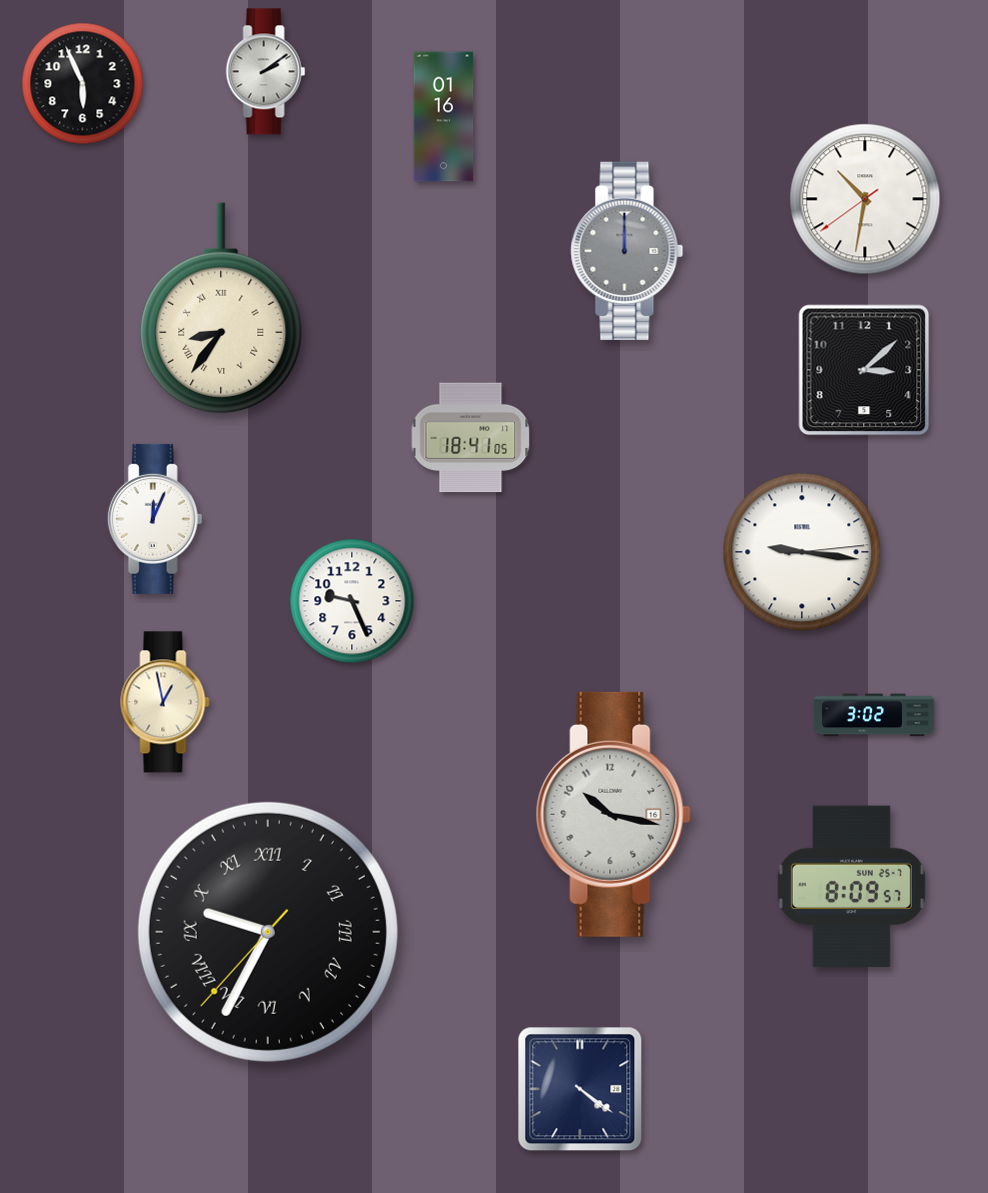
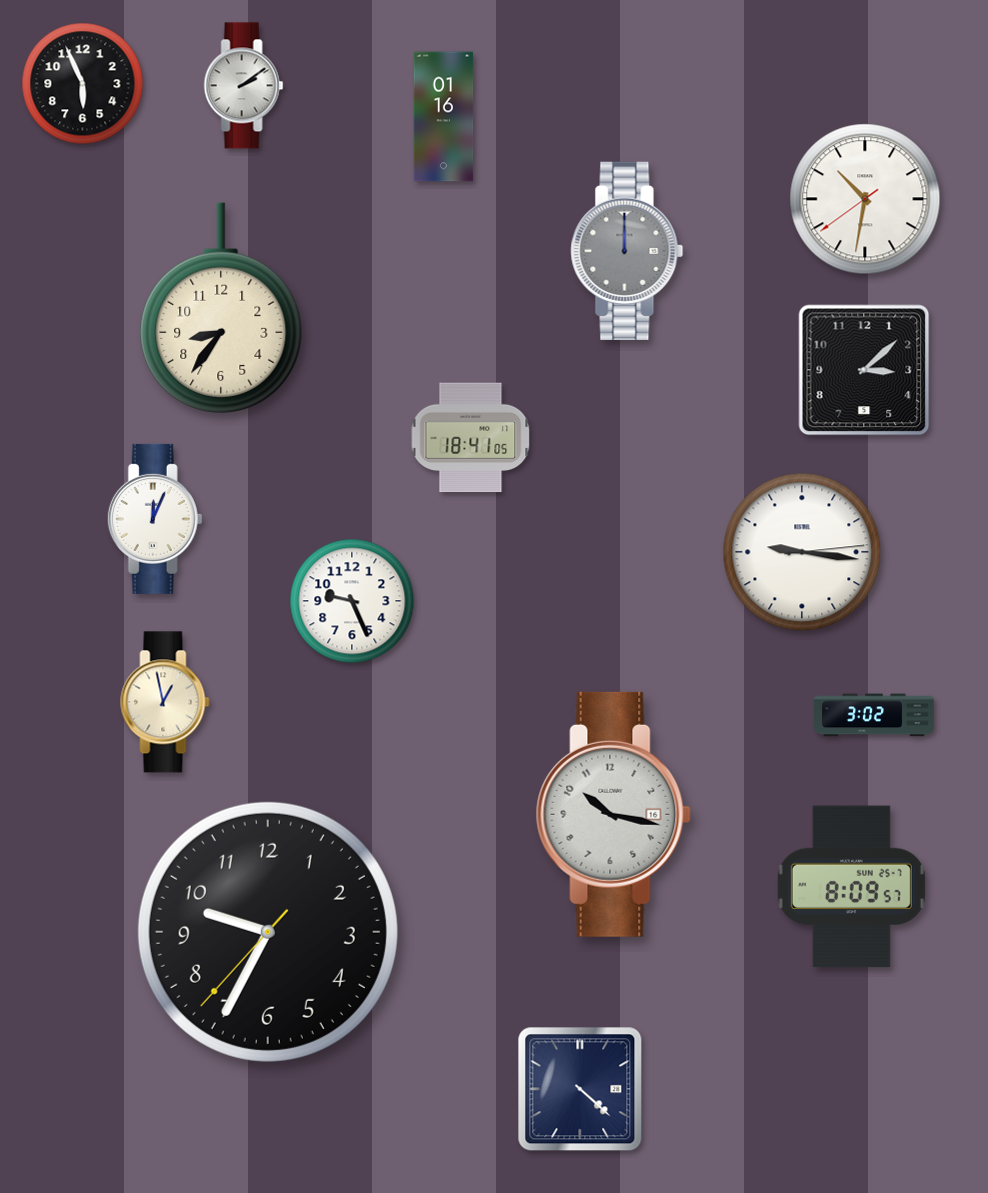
clock at (266, 72) position: (266, 72) -> (244, 86)
clock at (221, 308) numerals: Roman -> Arabic
clock at (268, 932) numerals: Roman -> Arabic
clock at (580, 1089): 4:21 -> 4:22
